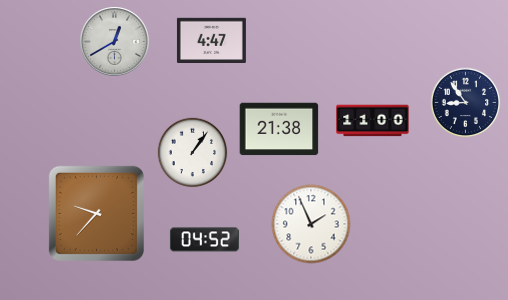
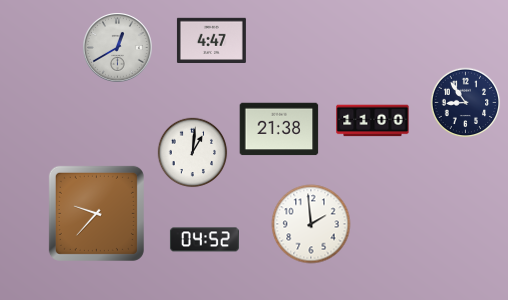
clock at (115, 42) position: (115, 42) -> (118, 48)
clock at (193, 153): 1:06 -> 1:01
clock at (311, 224): 1:56 -> 1:59
